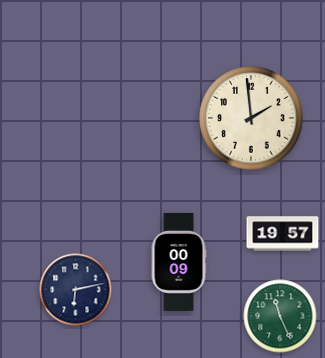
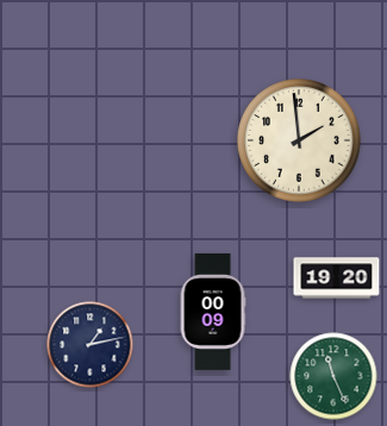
clock at (283, 234): 19:57 -> 19:20
clock at (76, 290): 6:13 -> 1:13
